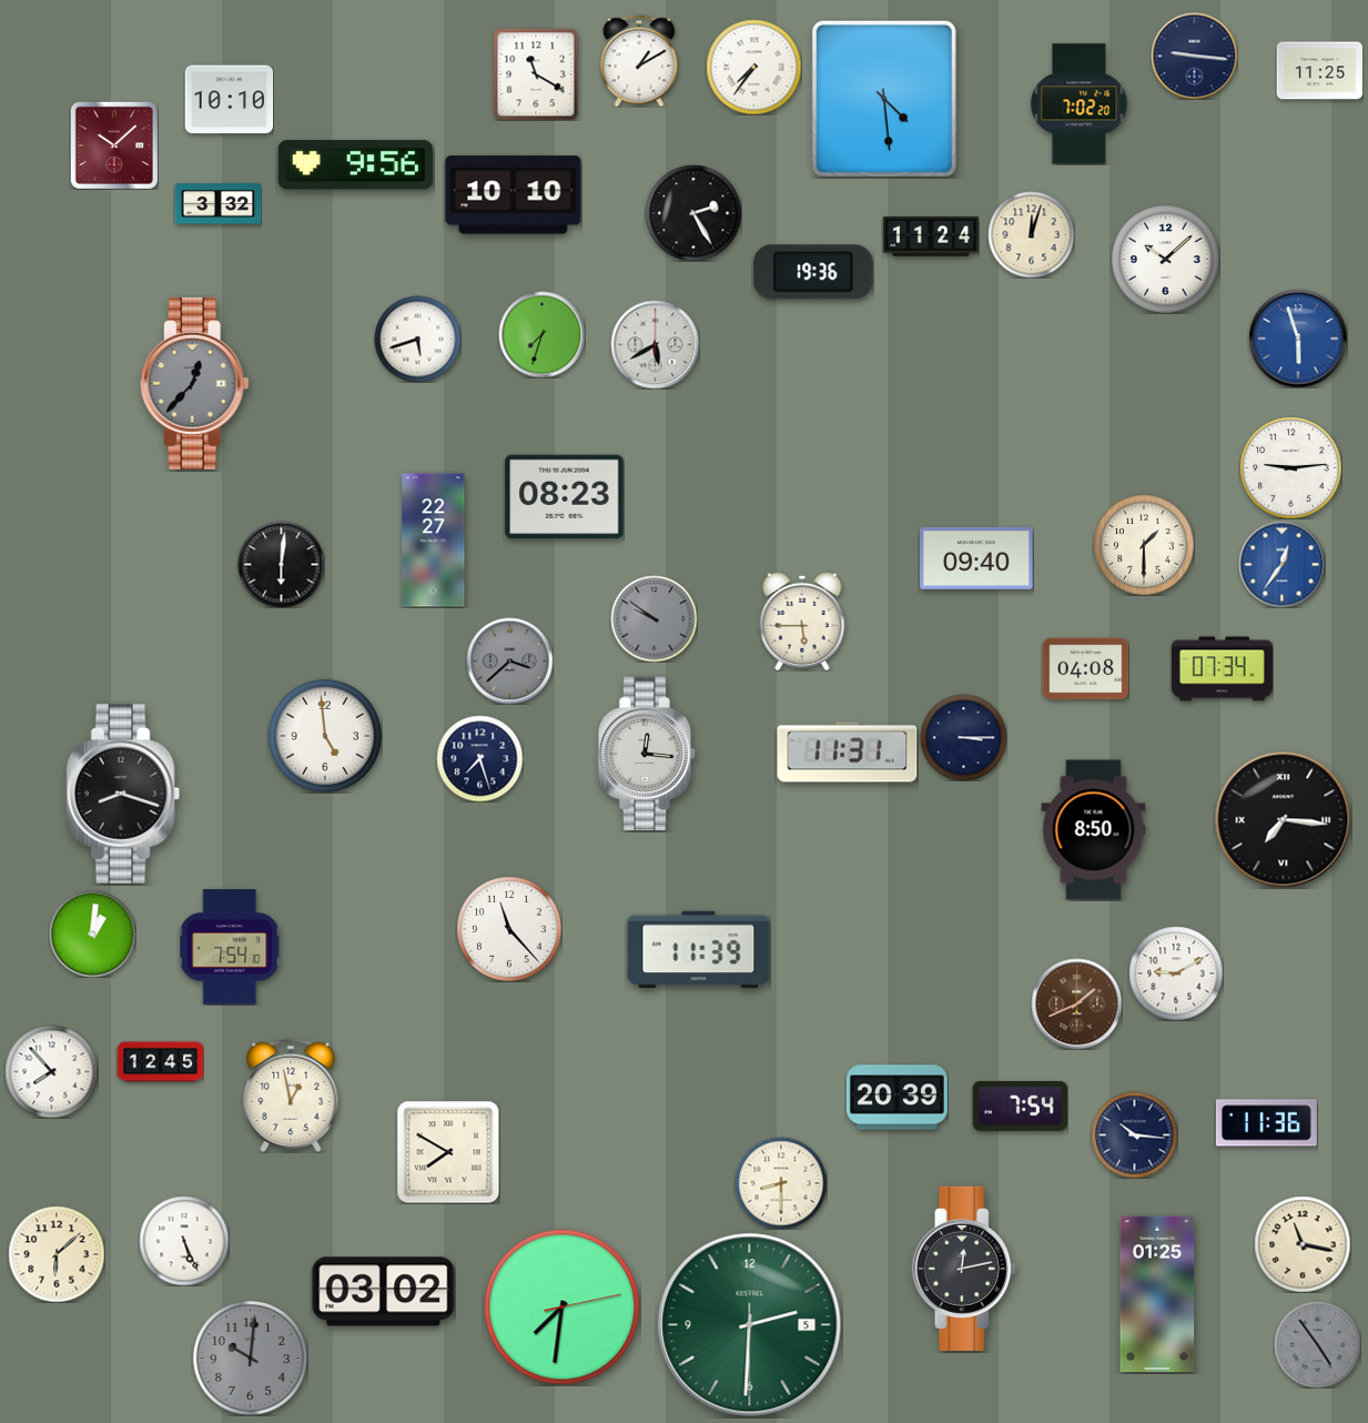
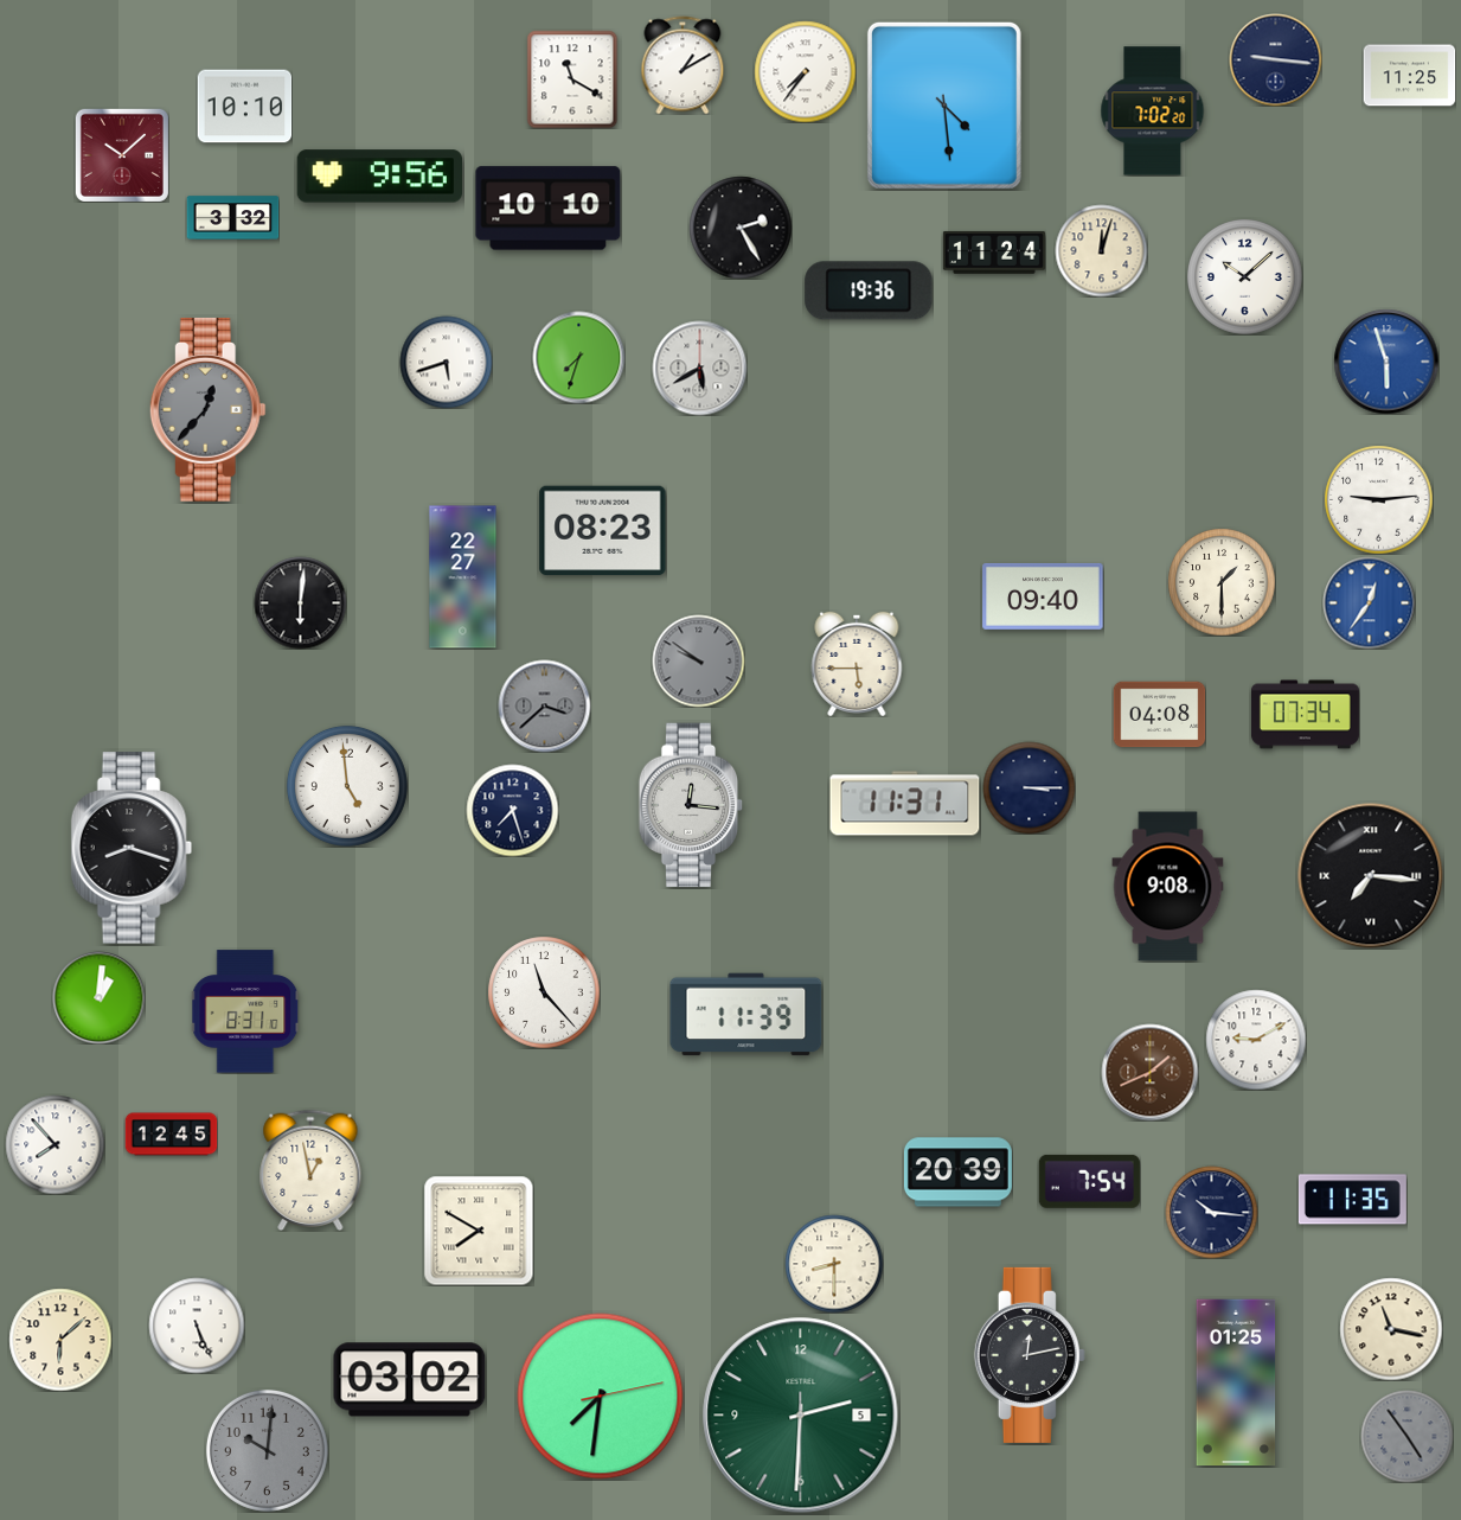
clock at (1094, 830): 8:50 -> 9:08
clock at (230, 947): 7:54 -> 8:31
clock at (1266, 1123): 11:36 -> 11:35
